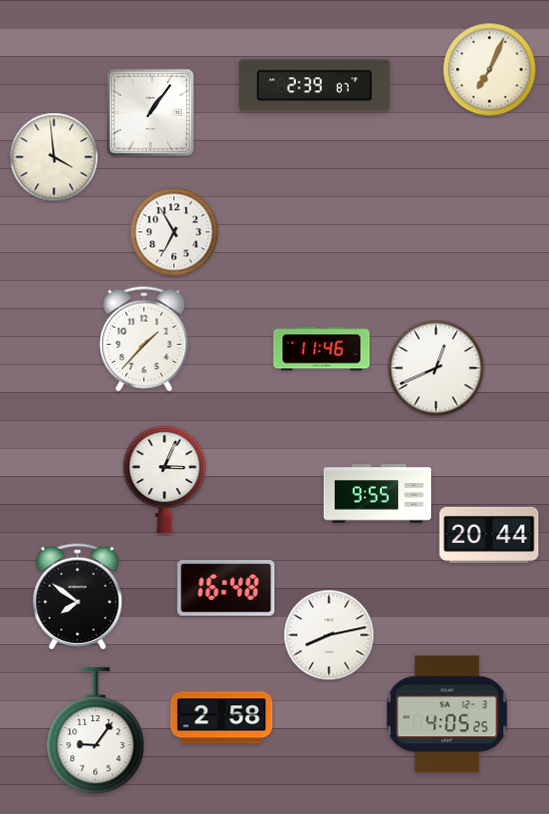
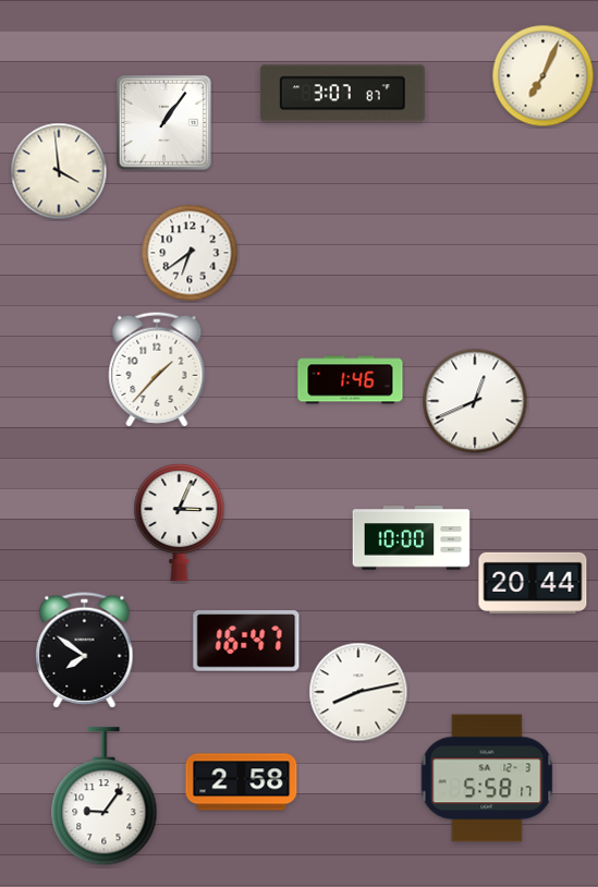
clock at (490, 70) position: (490, 70) -> (544, 76)
clock at (314, 86): 2:39 -> 3:07
clock at (174, 232): 6:55 -> 6:39
clock at (322, 349): 11:46 -> 1:46
clock at (378, 494): 9:55 -> 10:00
clock at (226, 588): 16:48 -> 16:47
clock at (447, 714): 4:05 -> 5:58
